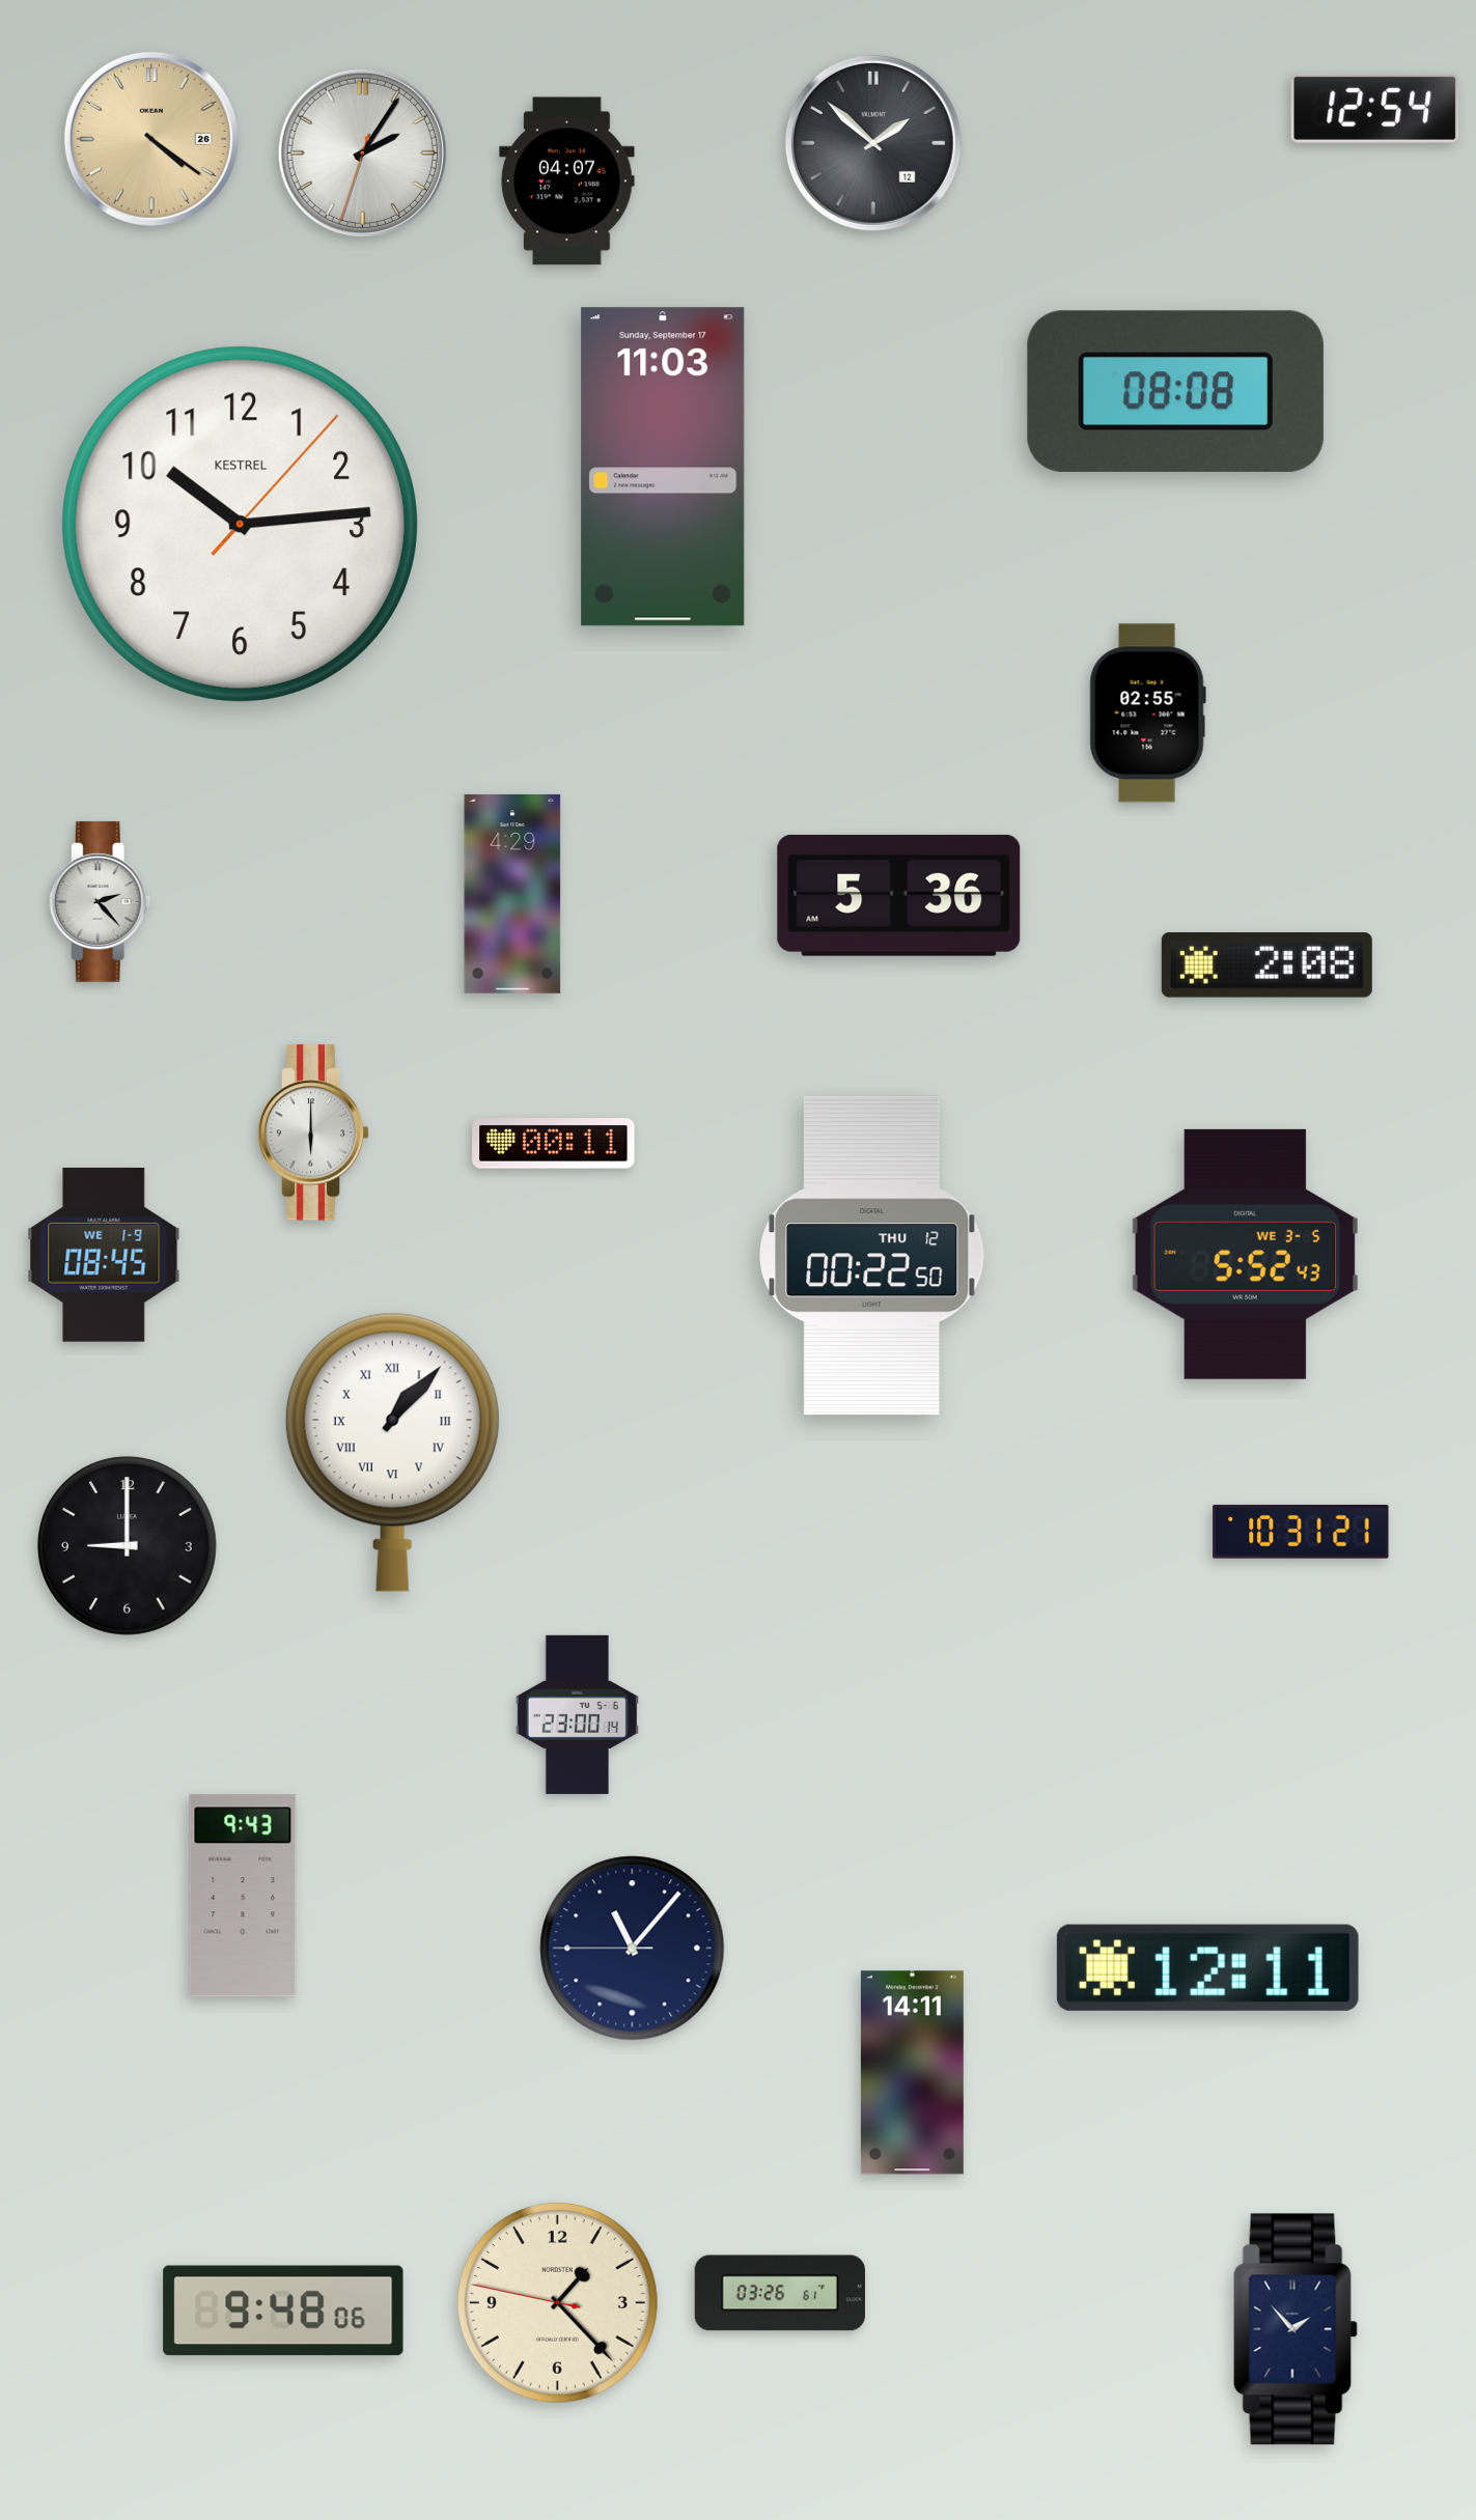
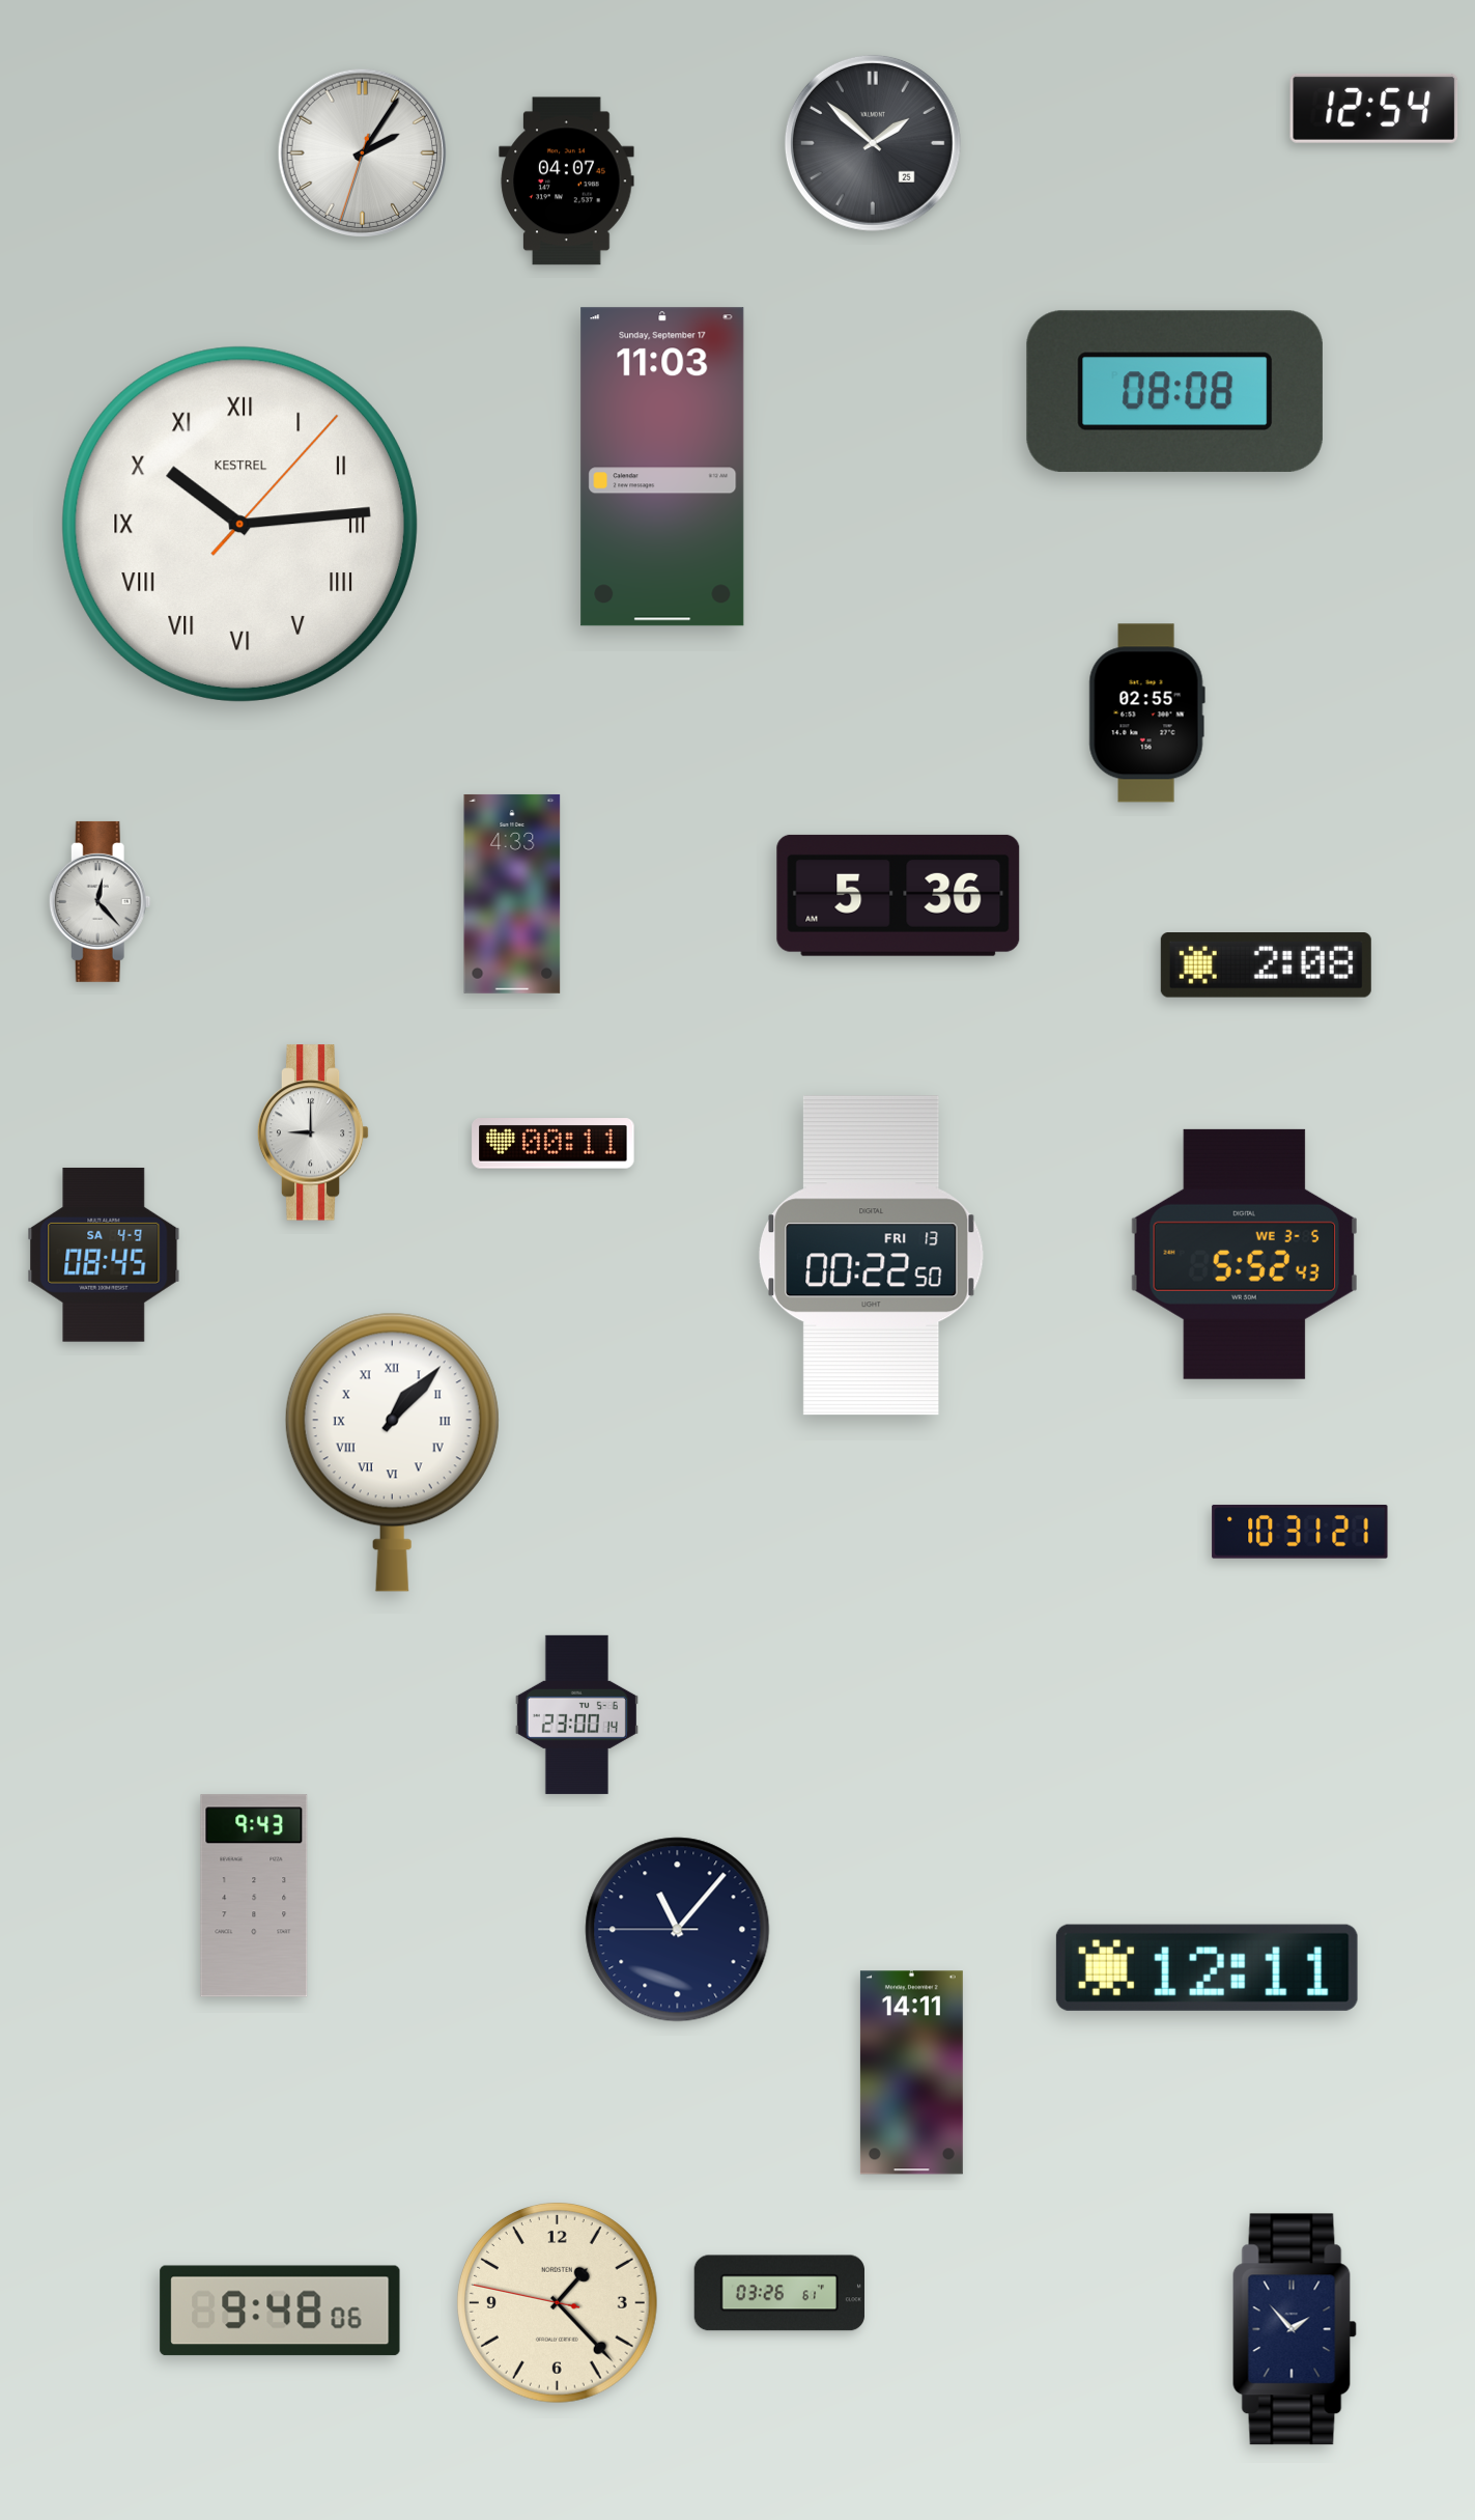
clock at (151, 139): 4:21 -> none
clock at (873, 143) date: 12 -> 25
clock at (240, 524) numerals: Arabic -> Roman
clock at (512, 894): 4:29 -> 4:33
clock at (100, 901): 2:23 -> 12:23
clock at (313, 1132): 6:00 -> 9:00
clock at (104, 1255) date: WE 1-9 -> SA 4-9
clock at (872, 1256) date: THU 12 -> FRI 13
clock at (127, 1545): 9:00 -> none
clock at (243, 1896) position: (243, 1896) -> (254, 1896)
clock at (633, 1949) position: (633, 1949) -> (678, 1930)
clock at (283, 2311) position: (283, 2311) -> (280, 2311)
